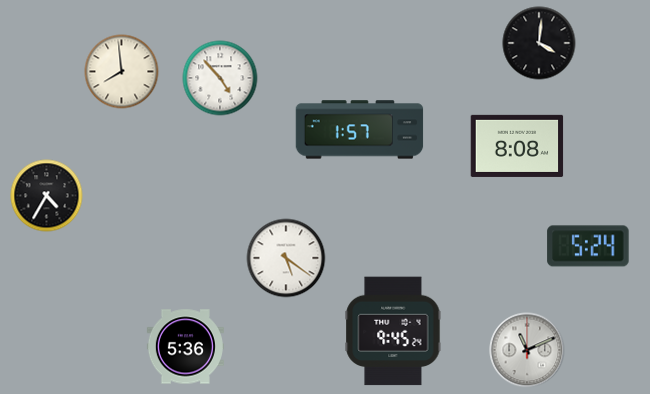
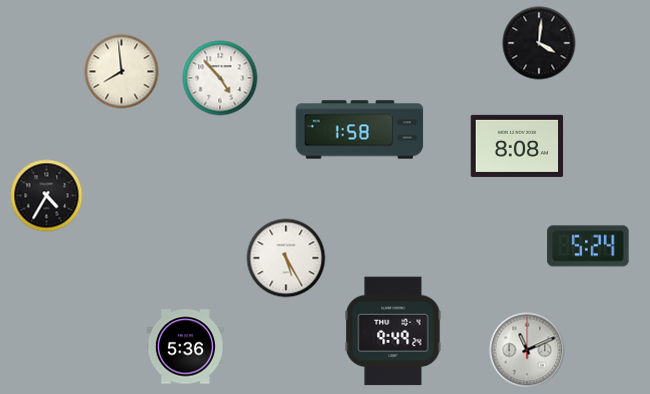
clock at (360, 130): 1:57 -> 1:58
clock at (286, 258): 5:21 -> 5:25
clock at (393, 331): 9:45 -> 9:49
